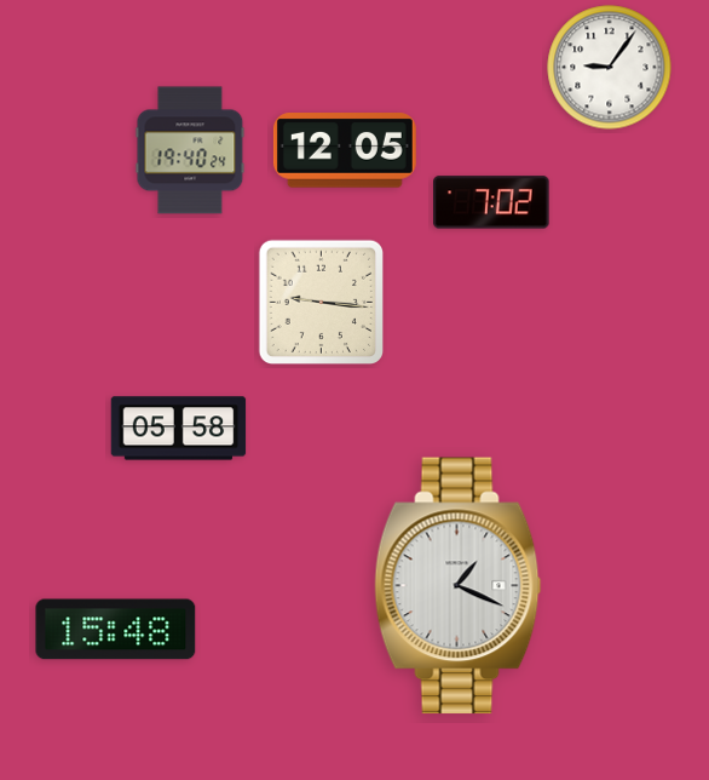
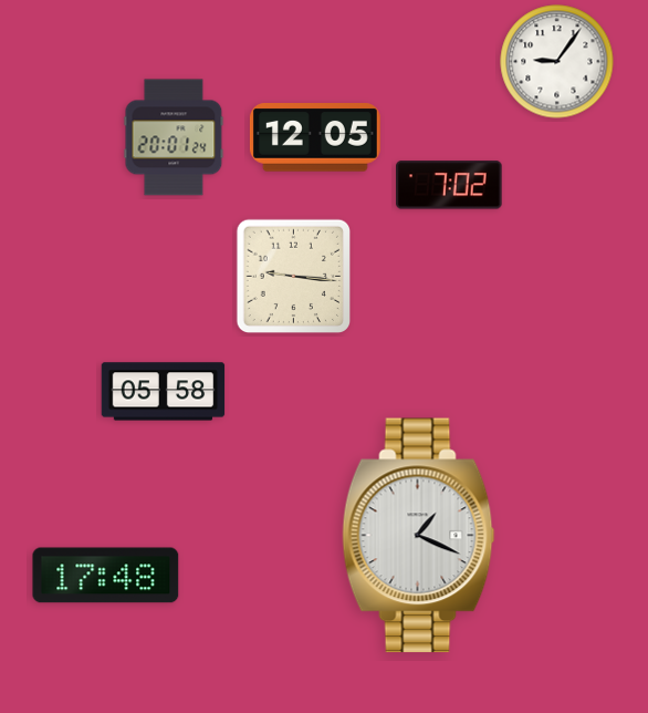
clock at (190, 150): 19:40 -> 20:01
clock at (116, 630): 15:48 -> 17:48
